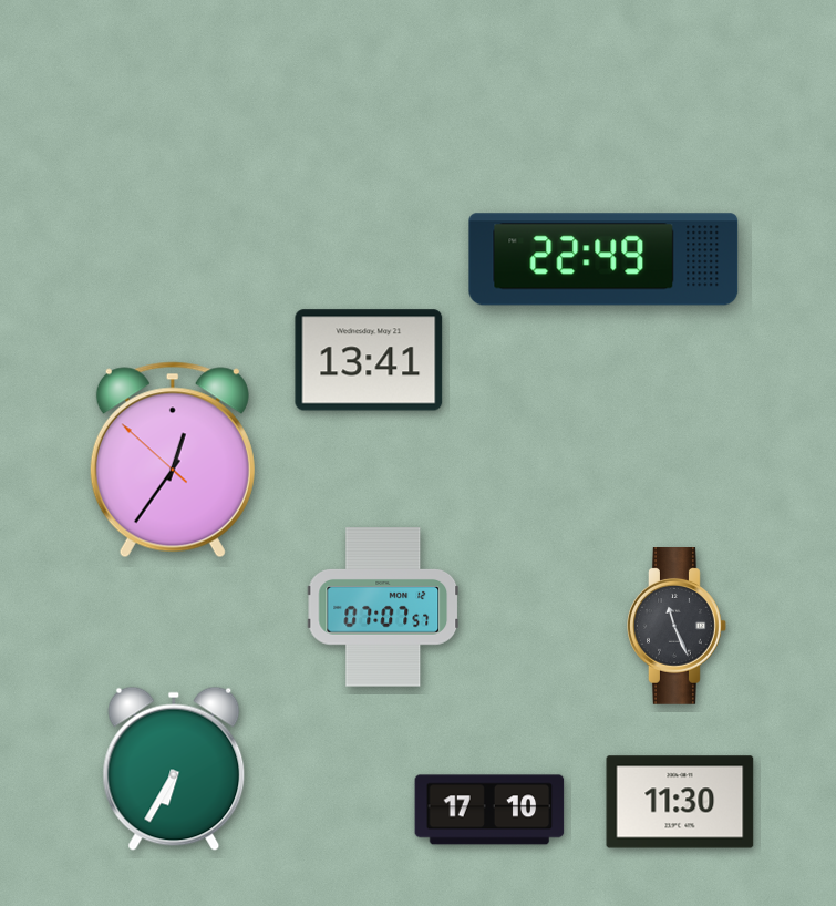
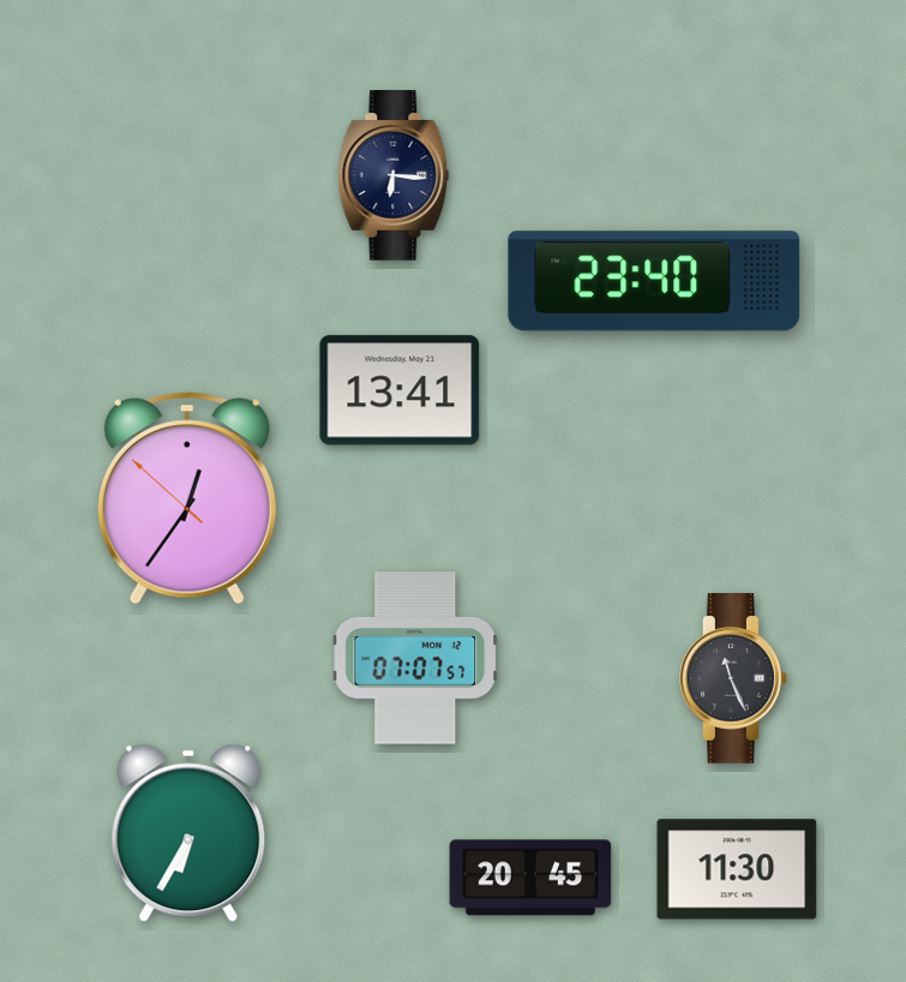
clock at (394, 176): none -> 6:16
clock at (603, 259): 22:49 -> 23:40
clock at (489, 810): 17:10 -> 20:45
